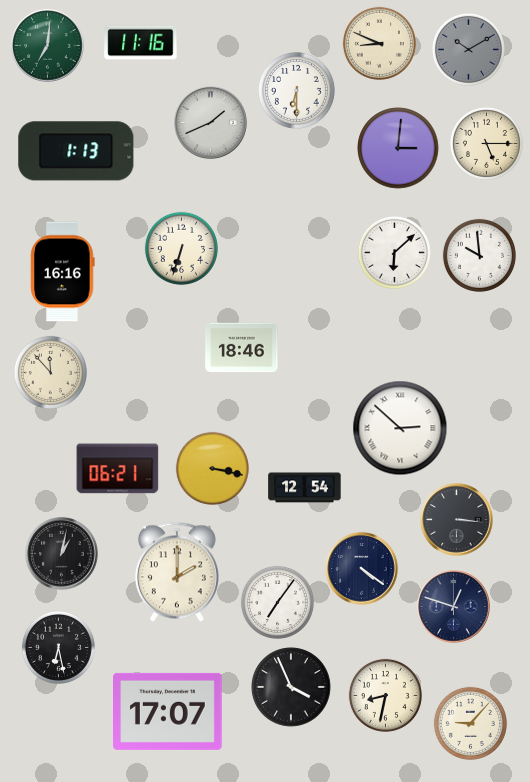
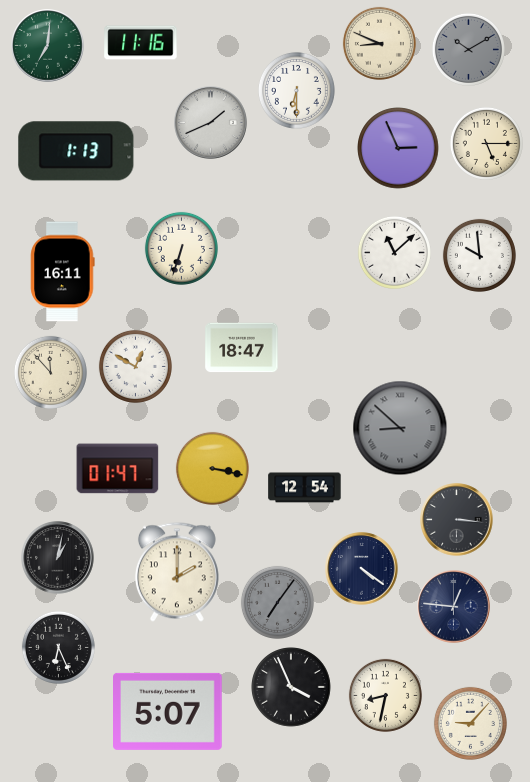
clock at (398, 148): 3:01 -> 2:56
clock at (394, 252): 6:08 -> 11:08
clock at (63, 272): 16:16 -> 16:11
clock at (242, 348): 18:46 -> 18:47
clock at (135, 366): none -> 12:50
clock at (400, 428): 2:52 -> 8:52
clock at (400, 428) dial: white -> grey
clock at (118, 469): 06:21 -> 01:47
clock at (62, 554) position: (62, 554) -> (58, 558)
clock at (277, 602) dial: white -> grey
clock at (454, 607): 12:48 -> 12:46
clock at (58, 647): 6:28 -> 6:26
clock at (168, 711): 17:07 -> 5:07
